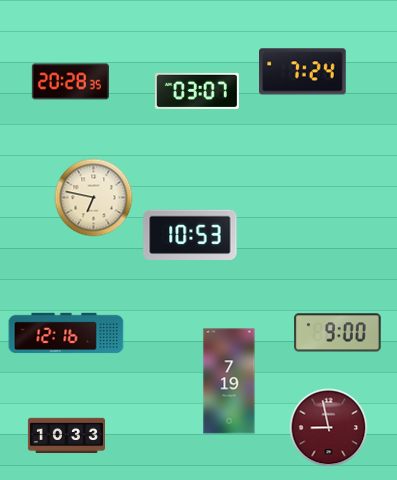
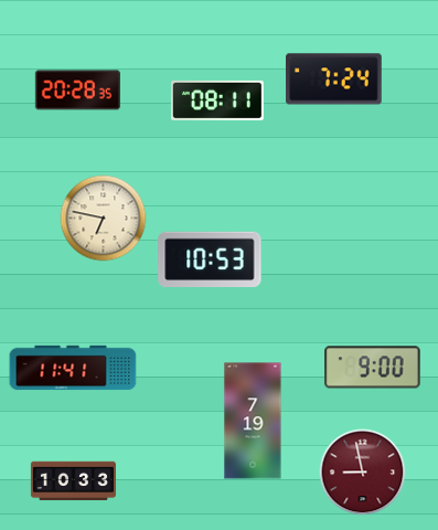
clock at (197, 91): 03:07 -> 08:11
clock at (66, 333): 12:16 -> 11:41
